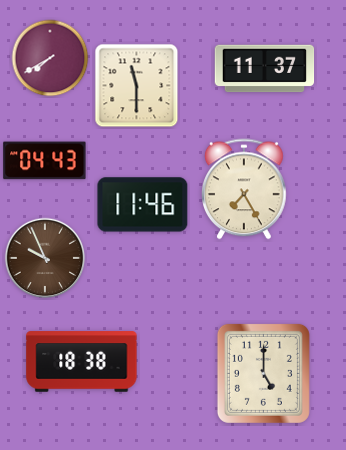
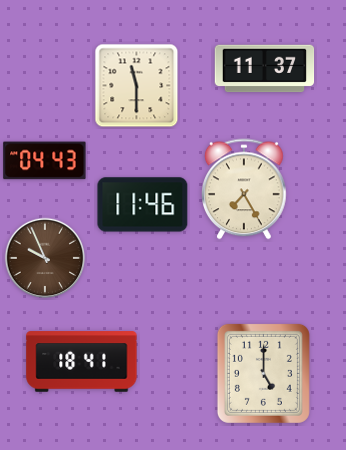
clock at (50, 58): 7:40 -> none
clock at (82, 362): 18:38 -> 18:41
